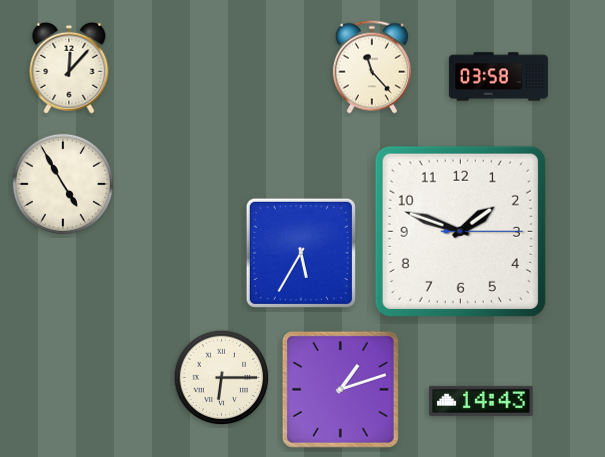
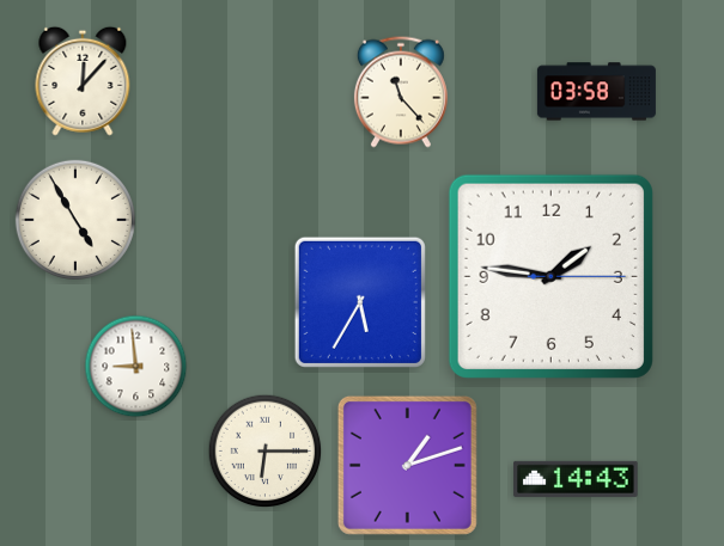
clock at (372, 67) position: (372, 67) -> (401, 92)
clock at (460, 231): 1:48 -> 1:46
clock at (136, 367): none -> 8:59
